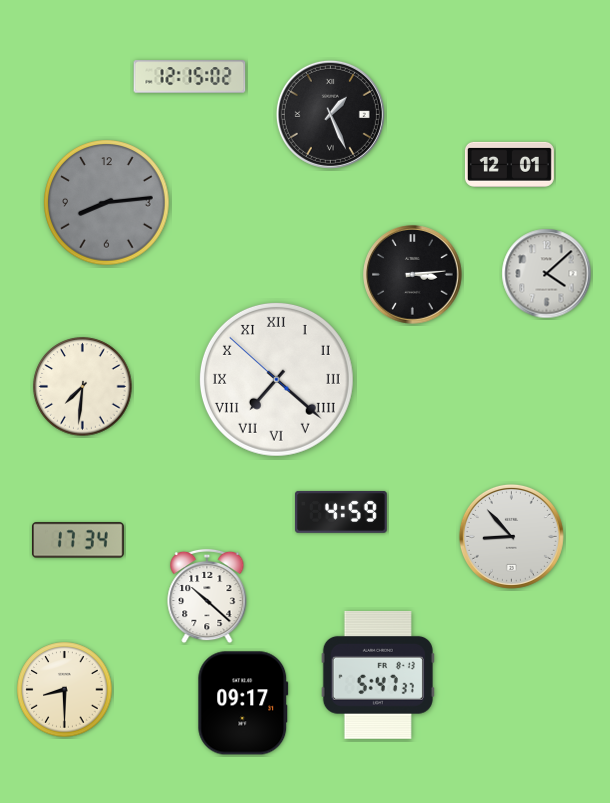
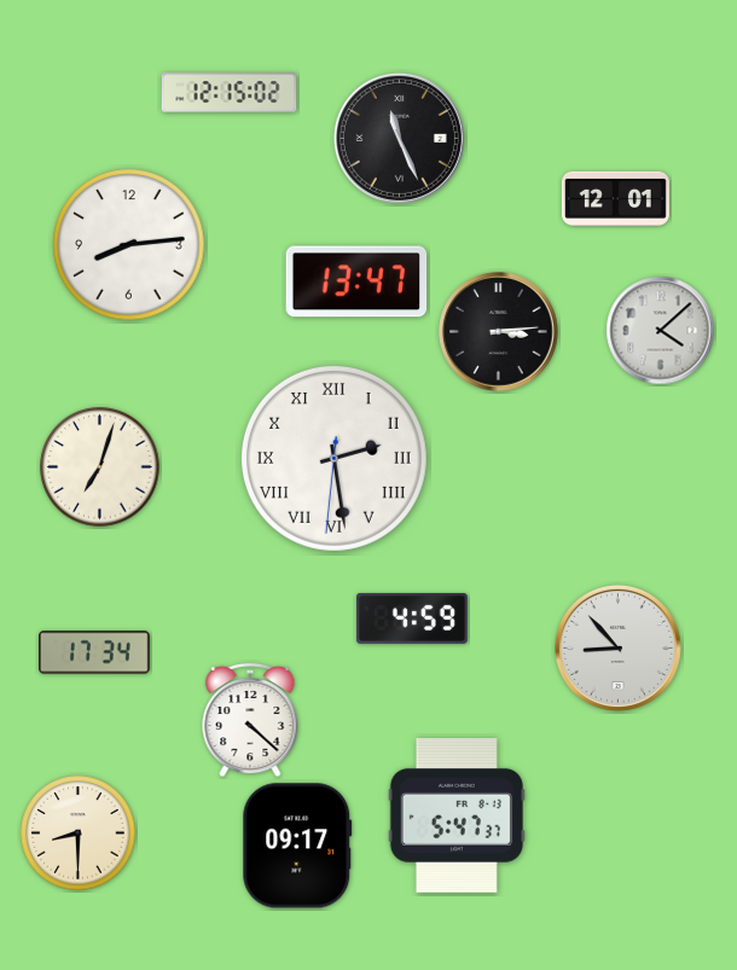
clock at (330, 114): 1:26 -> 11:26
clock at (107, 203) dial: grey -> white
clock at (356, 281): none -> 13:47
clock at (276, 379): 7:21 -> 2:28
clock at (83, 387): 7:31 -> 7:03
clock at (207, 596): 10:22 -> 4:22
clock at (243, 703) position: (243, 703) -> (297, 846)
